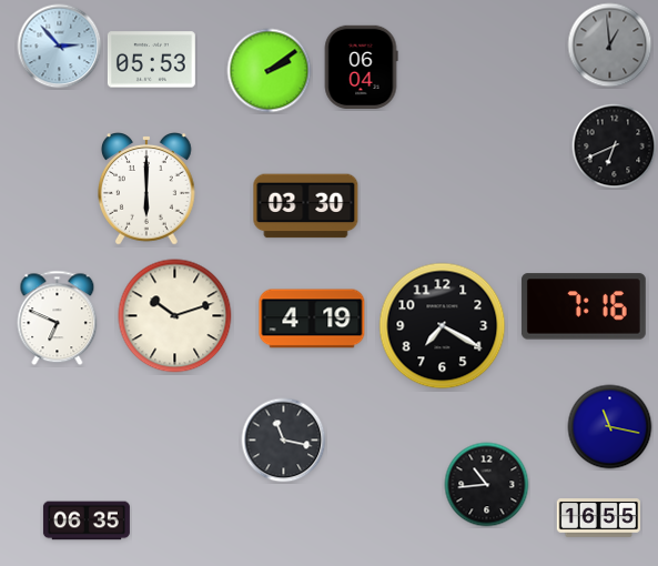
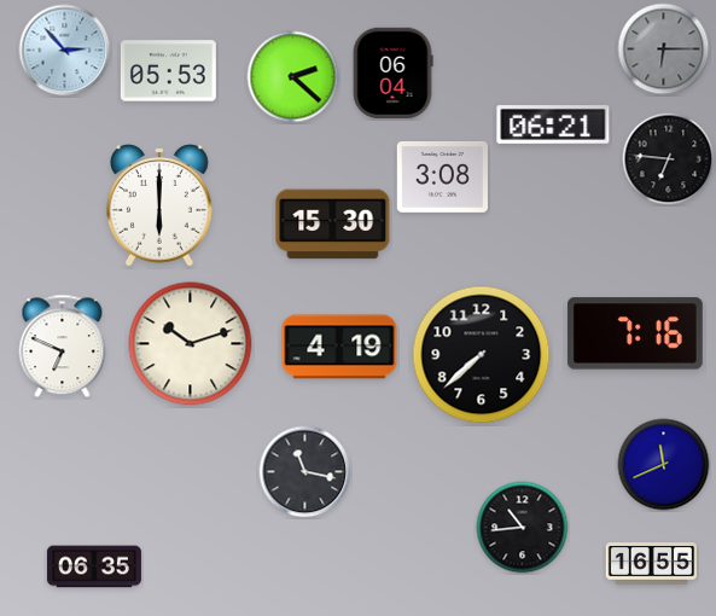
clock at (610, 46): 12:59 -> 6:15
clock at (151, 60) position: (151, 60) -> (168, 71)
clock at (270, 71): 2:09 -> 2:22
clock at (553, 126): none -> 06:21
clock at (615, 146): 6:41 -> 6:46
clock at (442, 178): none -> 3:08
clock at (306, 206): 03:30 -> 15:30
clock at (443, 326): 7:20 -> 7:38
clock at (610, 427): 11:17 -> 11:41
clock at (284, 441) position: (284, 441) -> (305, 472)
clock at (487, 485) position: (487, 485) -> (523, 528)
